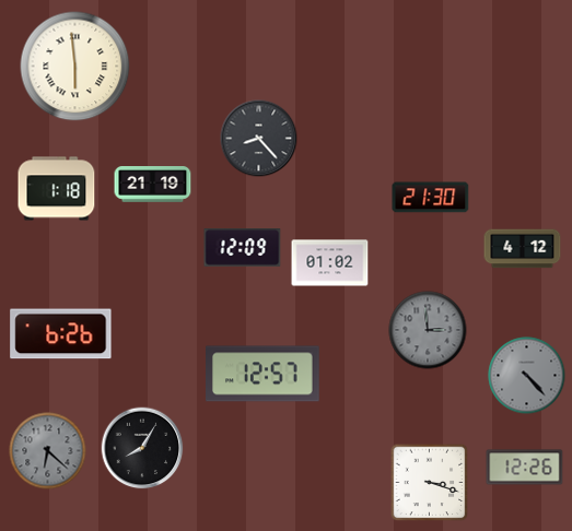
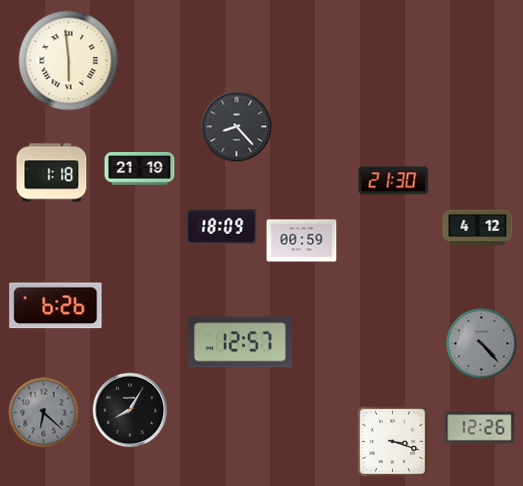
clock at (243, 248): 12:09 -> 18:09
clock at (330, 263): 01:02 -> 00:59
clock at (428, 330): 2:59 -> none
